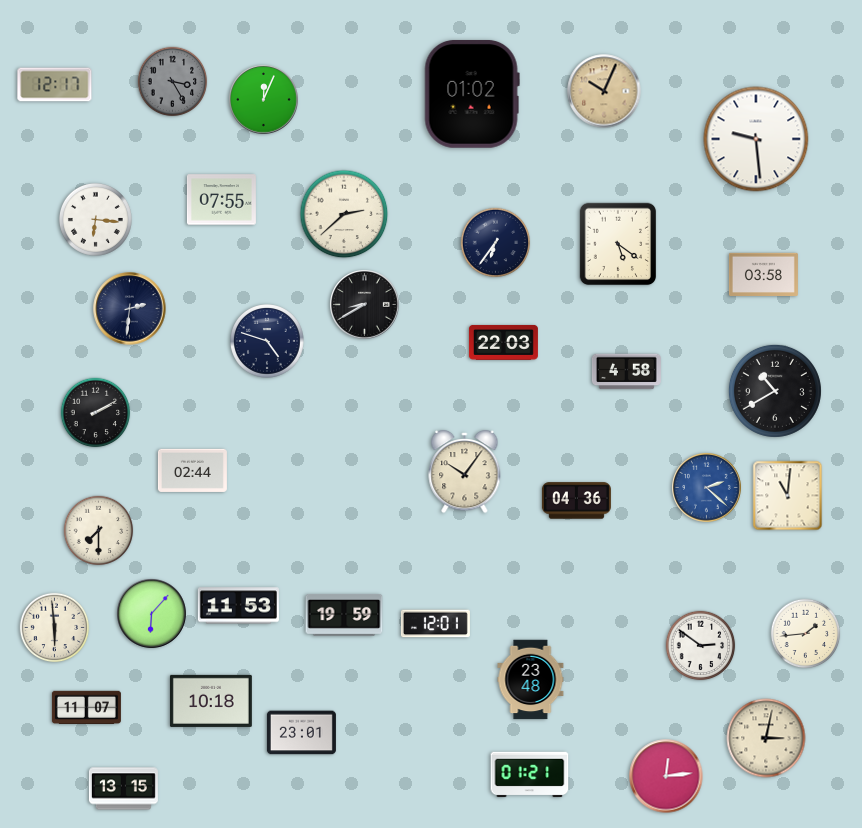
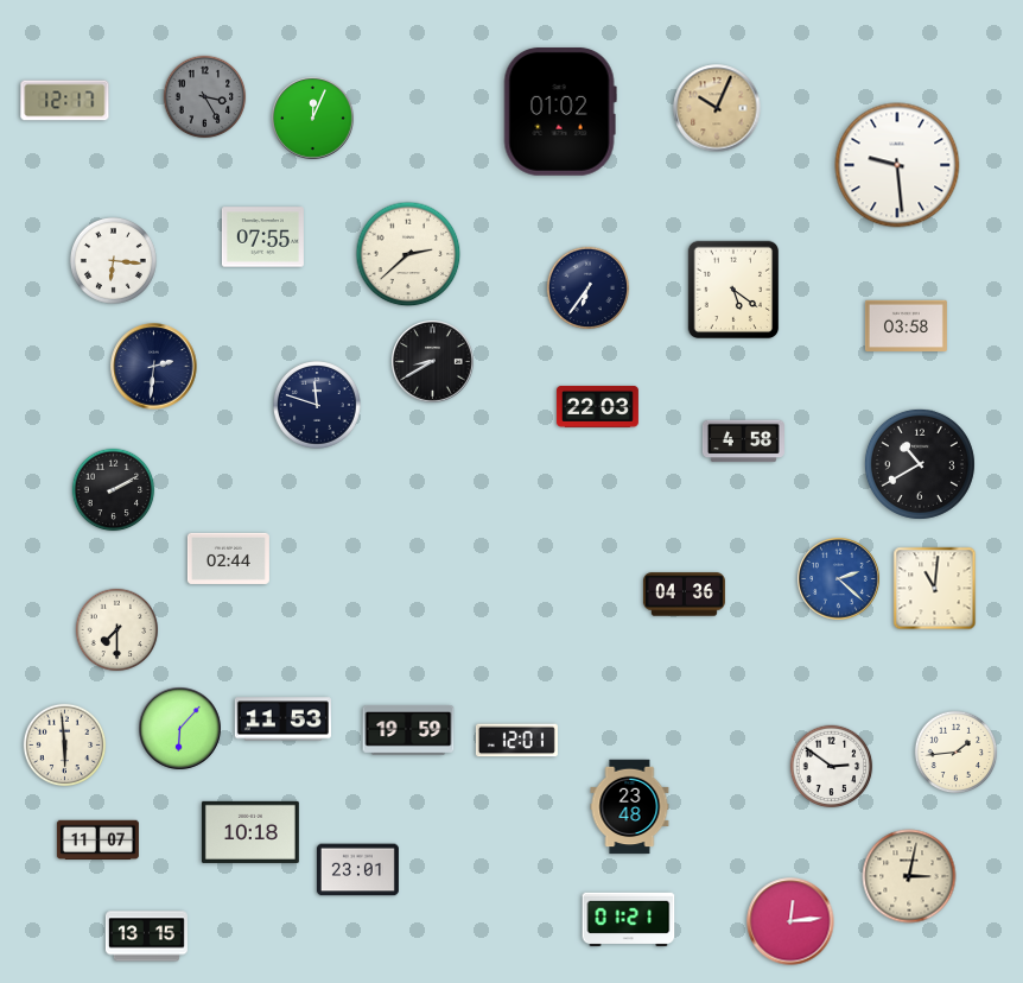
clock at (268, 342): 4:48 -> 11:48
clock at (465, 472): 10:06 -> none
clock at (86, 708) position: (86, 708) -> (97, 841)
